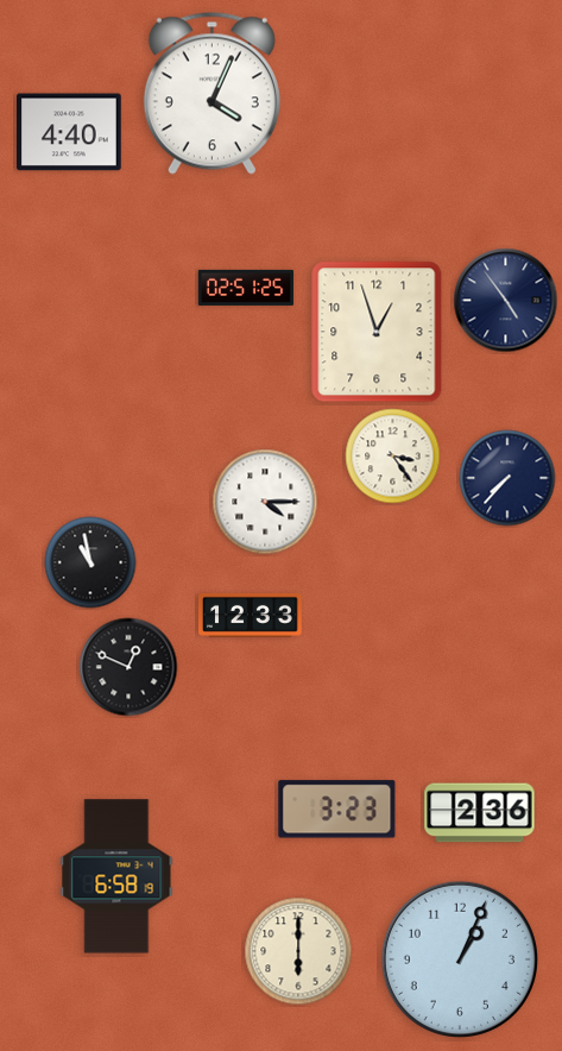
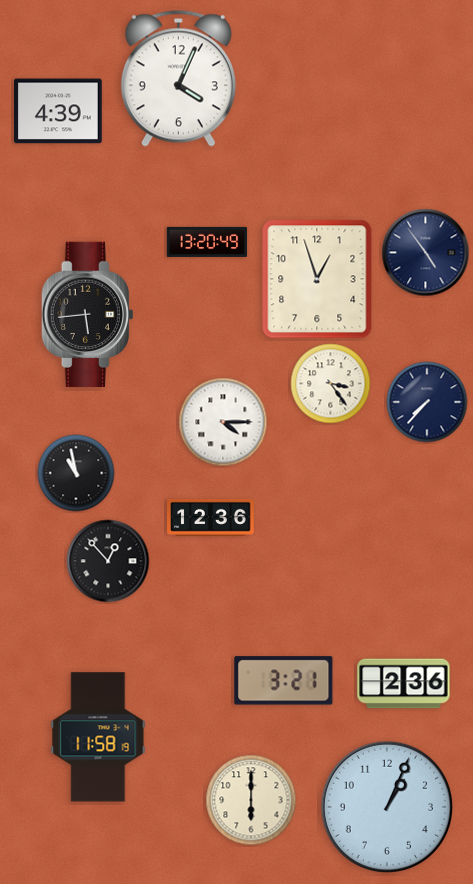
clock at (70, 132): 4:40 -> 4:39
clock at (246, 288): 02:51 -> 13:20
clock at (87, 314): none -> 5:44
clock at (251, 615): 12:33 -> 12:36
clock at (128, 667): 12:49 -> 12:53
clock at (337, 810): 3:23 -> 3:21
clock at (116, 876): 6:58 -> 11:58
